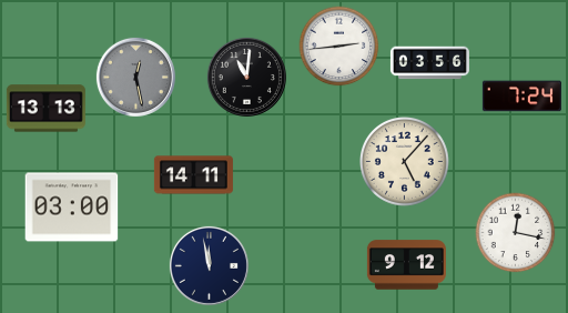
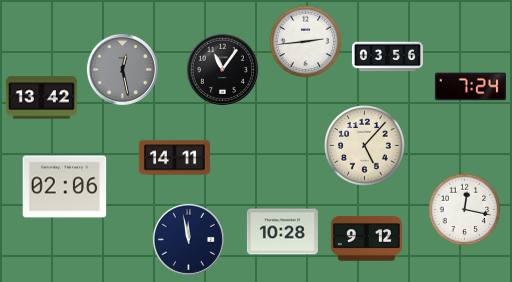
clock at (246, 77): 11:01 -> 11:06
clock at (45, 109): 13:13 -> 13:42
clock at (72, 208): 03:00 -> 02:06
clock at (282, 232): none -> 10:28
